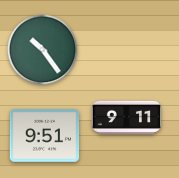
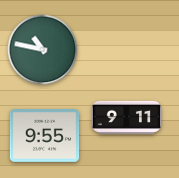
clock at (43, 50): 10:24 -> 10:47
clock at (45, 136): 9:51 -> 9:55
